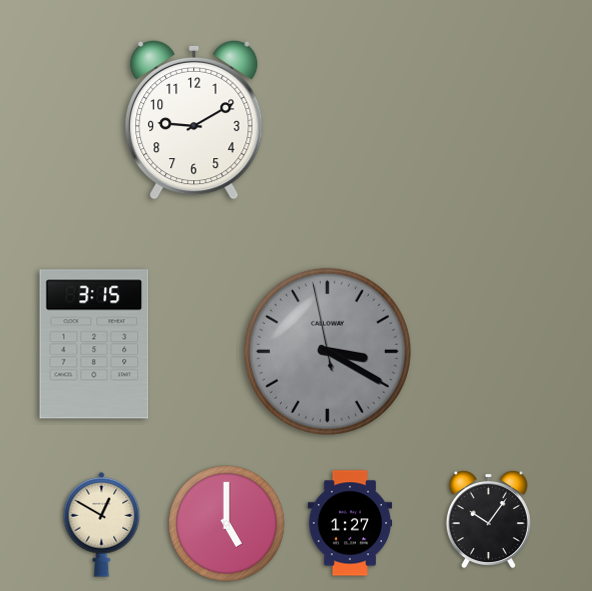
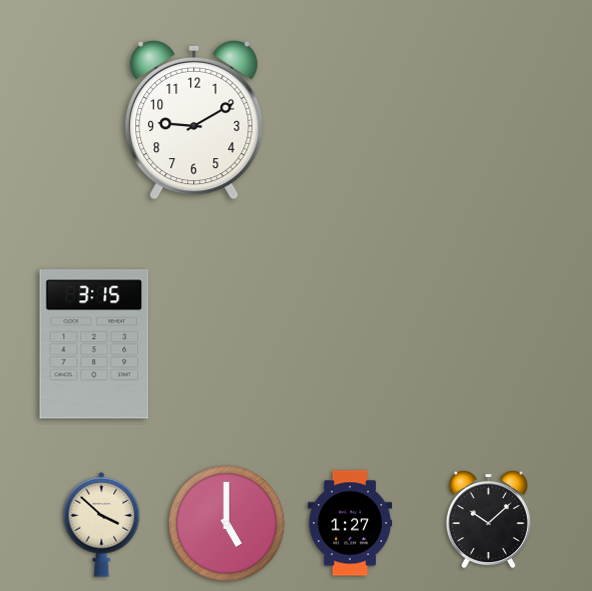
clock at (327, 351): 3:19 -> none
clock at (488, 520): 10:06 -> 10:08
clock at (102, 525): 12:50 -> 3:52
